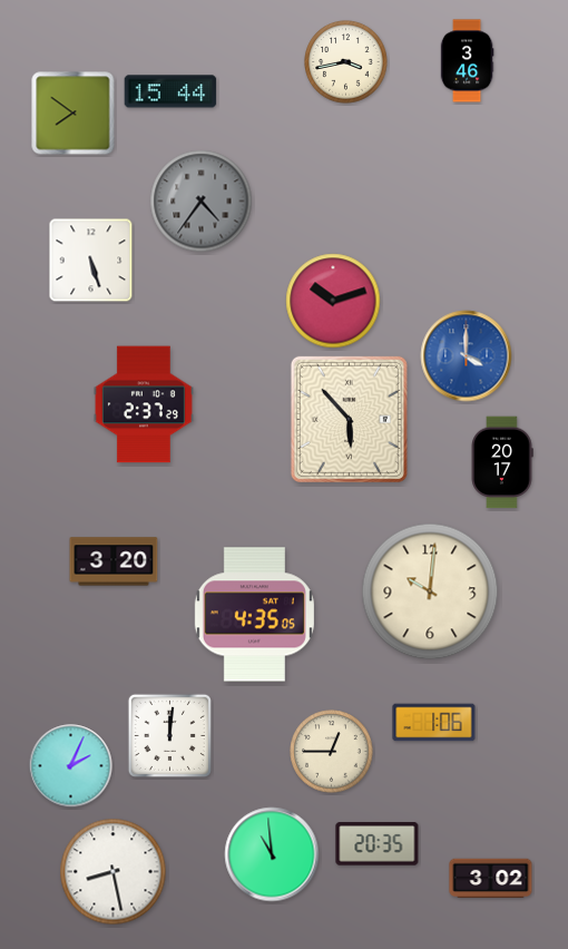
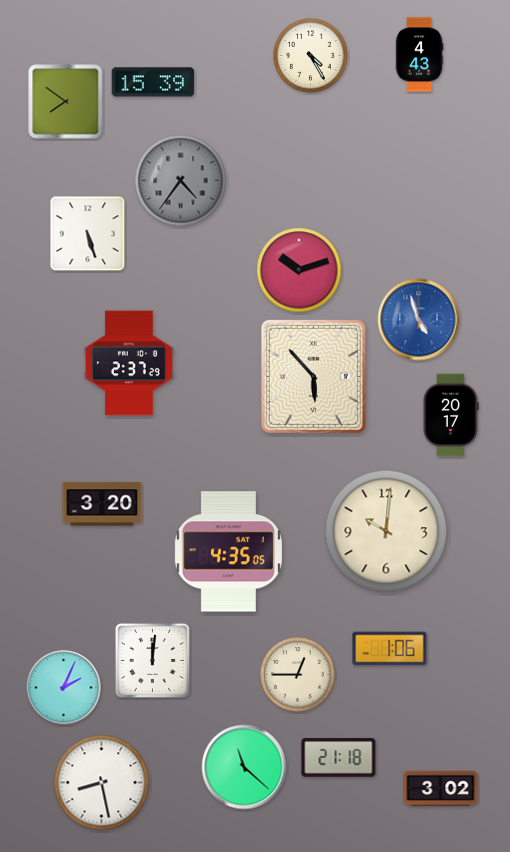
clock at (467, 61): 3:46 -> 4:43
clock at (346, 62): 3:43 -> 4:25
clock at (170, 91): 15:44 -> 15:39
clock at (91, 261) position: (91, 261) -> (88, 234)
clock at (467, 356): 4:00 -> 4:57
clock at (378, 844): 20:35 -> 21:18
clock at (272, 854): 10:59 -> 11:22
